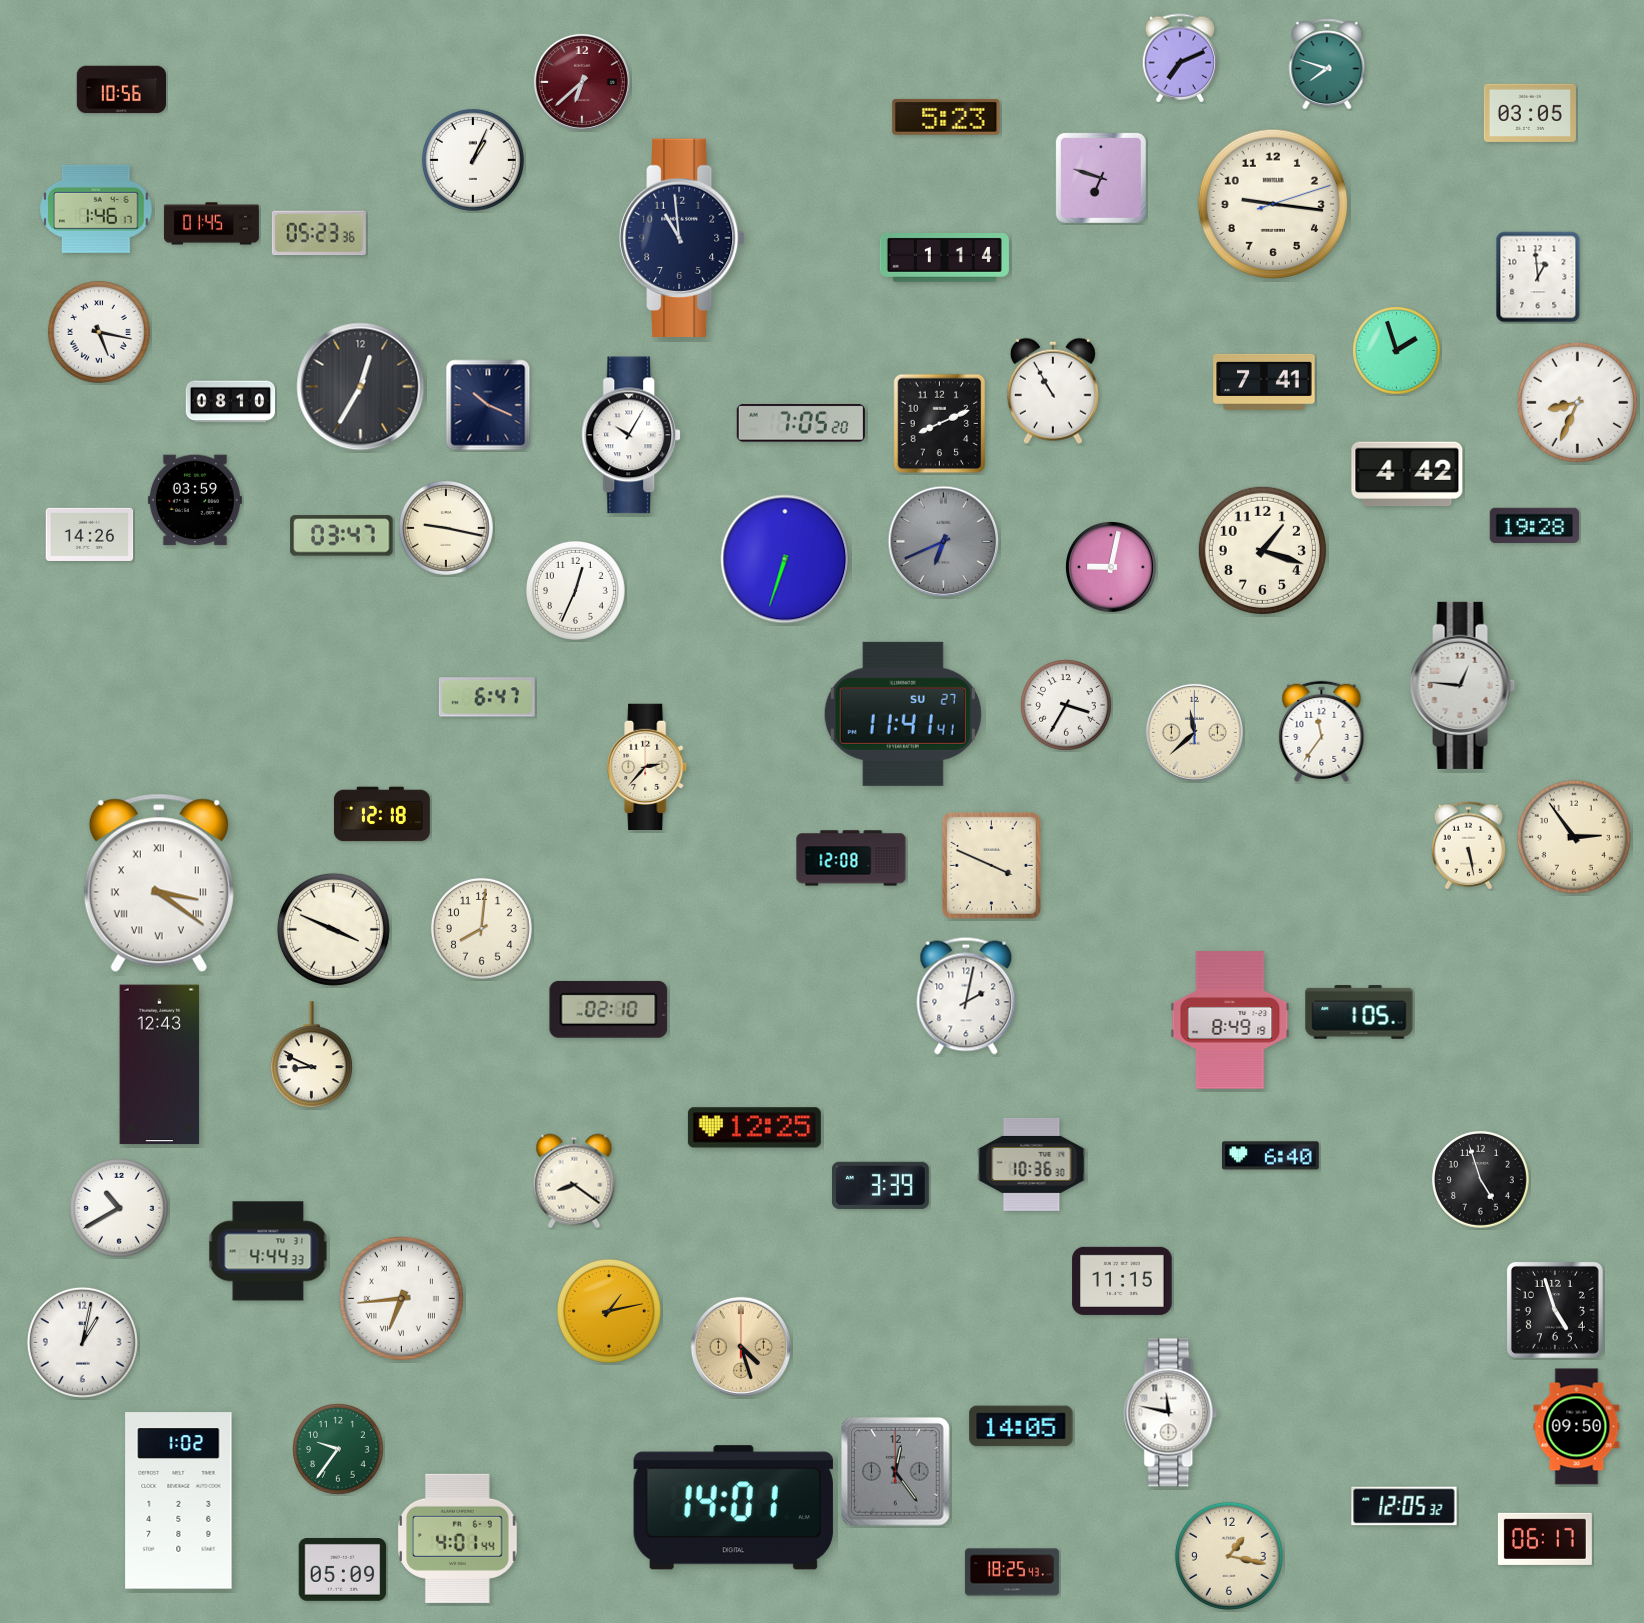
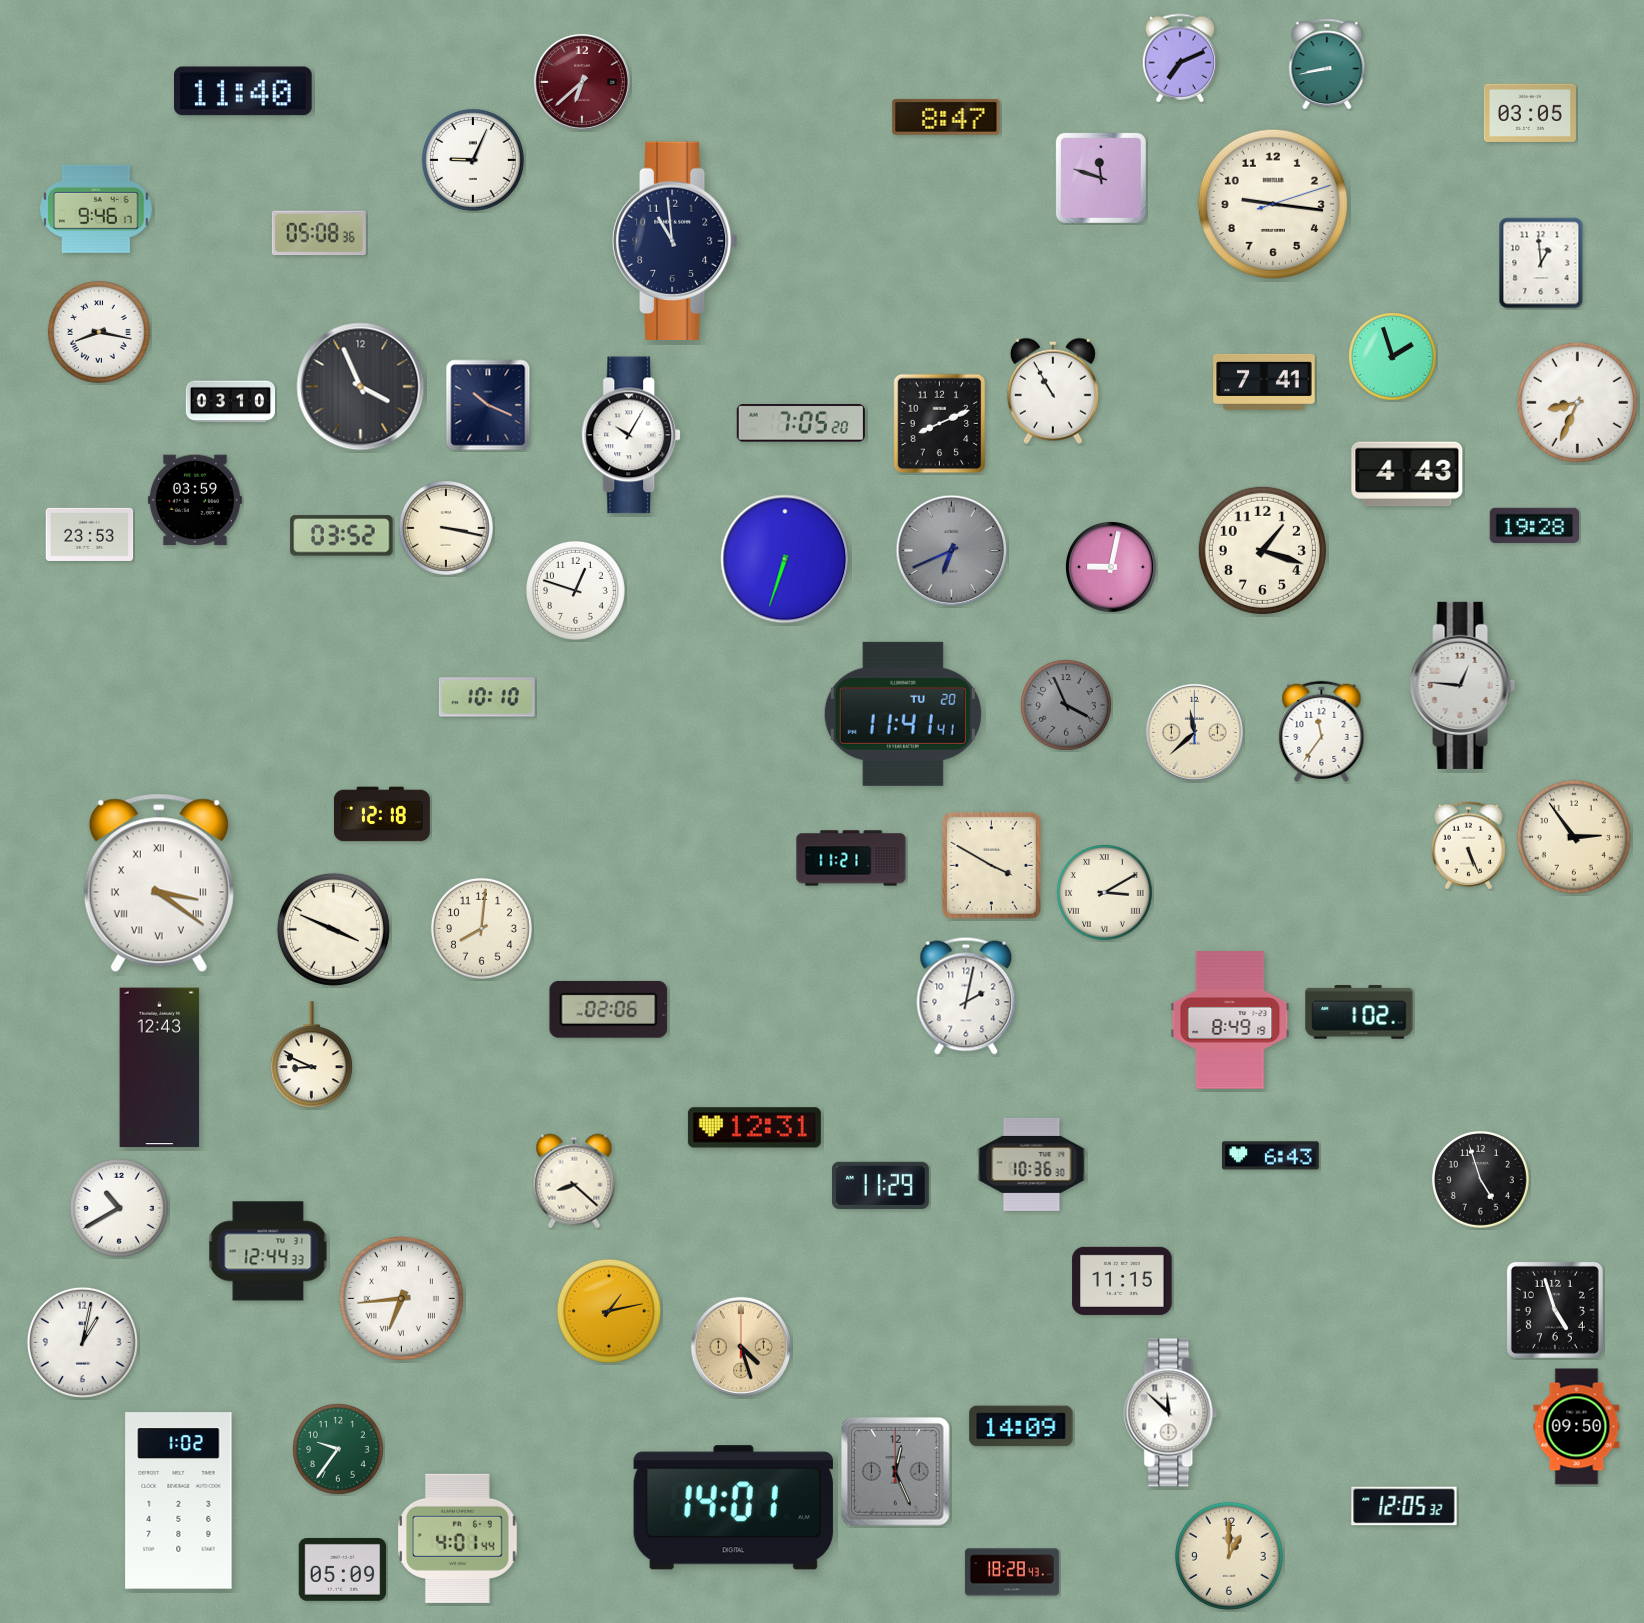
clock at (1327, 64): 7:48 -> 8:43
clock at (122, 90): 10:56 -> none
clock at (244, 91): none -> 11:40
clock at (946, 117): 5:23 -> 8:47
clock at (473, 160): 1:04 -> 9:04
clock at (1101, 178): 6:48 -> 11:48
clock at (96, 209): 1:46 -> 9:46
clock at (211, 224): 01:45 -> none
clock at (319, 233): 05:23 -> 05:08
clock at (682, 237) position: (682, 237) -> (675, 240)
clock at (944, 258): 1:14 -> none
clock at (1538, 277) position: (1538, 277) -> (1541, 263)
clock at (99, 332): 5:17 -> 8:17
clock at (1397, 351) position: (1397, 351) -> (1393, 357)
clock at (361, 387): 12:35 -> 3:56
clock at (231, 402): 08:10 -> 03:10
clock at (1407, 474): 4:42 -> 4:43
clock at (447, 529): 9:17 -> 3:17
clock at (90, 534): 14:26 -> 23:53
clock at (342, 536): 03:47 -> 03:52
clock at (944, 542) position: (944, 542) -> (952, 551)
clock at (575, 590): 12:34 -> 12:48
clock at (487, 697): 6:47 -> 10:10
clock at (1067, 706): 3:35 -> 3:56
clock at (1067, 706) dial: white -> grey
clock at (903, 714) date: SU 27 -> TU 20
clock at (648, 766): 2:37 -> none
clock at (1468, 846): 5:28 -> 5:26
clock at (851, 858): 12:08 -> 11:21
clock at (991, 865): 3:49 -> 3:50
clock at (1105, 893): none -> 3:10
clock at (609, 1009): 02:10 -> 02:06
clock at (1359, 1012): 1:05 -> 1:02
clock at (160, 1065) position: (160, 1065) -> (160, 1068)
clock at (754, 1128): 12:25 -> 12:31
clock at (1270, 1156): 6:40 -> 6:43
clock at (574, 1181): 8:21 -> 8:22
clock at (880, 1185): 3:39 -> 11:29
clock at (268, 1251): 4:44 -> 12:44
clock at (1171, 1413): 11:47 -> 11:52
clock at (1021, 1426): 14:05 -> 14:09
clock at (896, 1472): 12:24 -> 12:26
clock at (1545, 1539): 06:17 -> none
clock at (1229, 1556): 1:17 -> 1:00
clock at (1012, 1572): 18:25 -> 18:28
